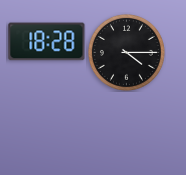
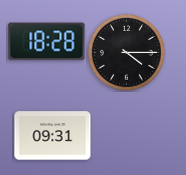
clock at (53, 136): none -> 09:31
